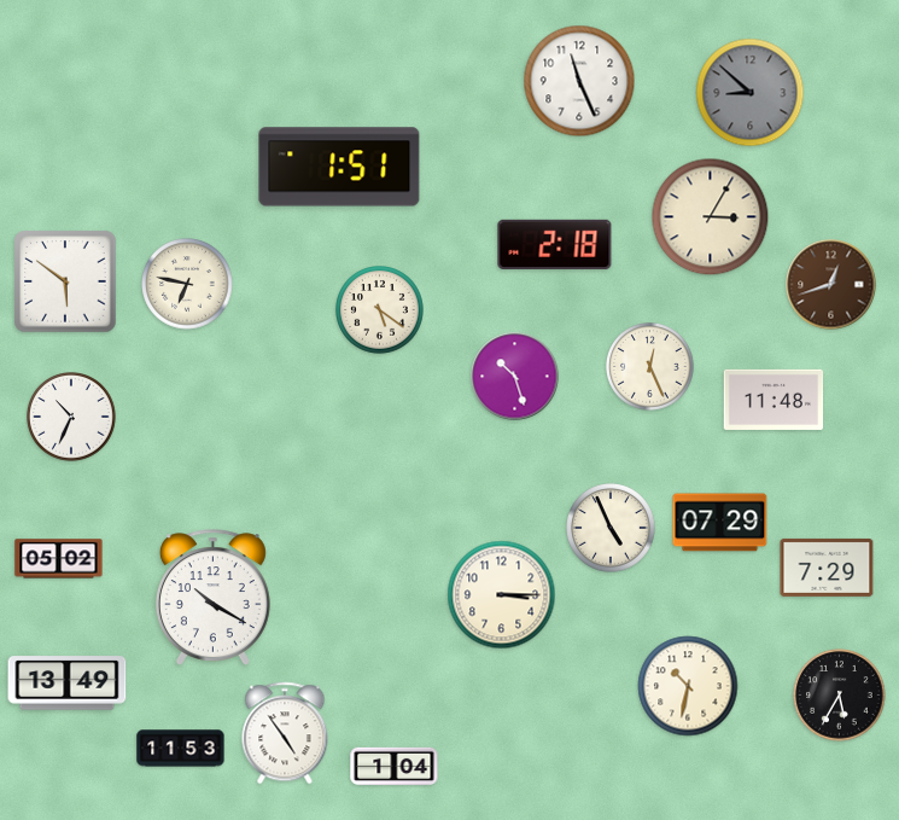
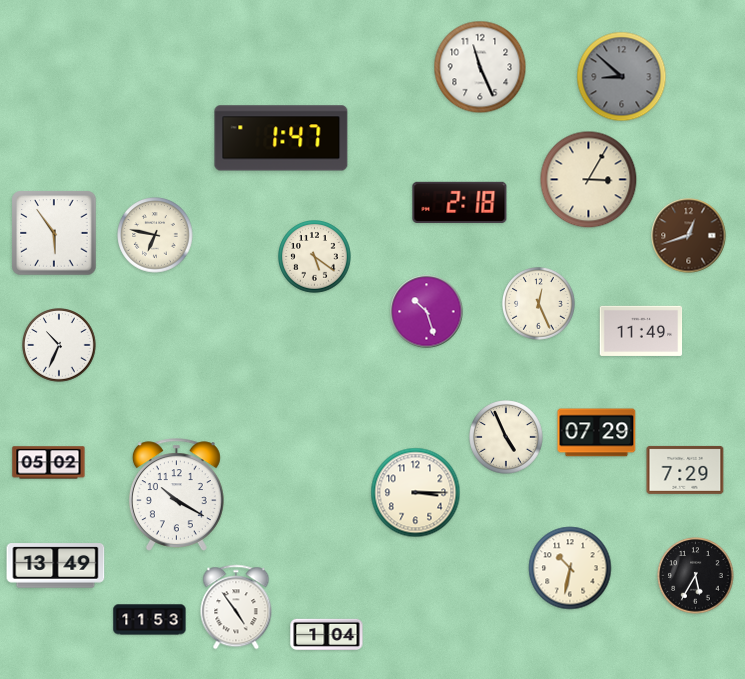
clock at (339, 167): 1:51 -> 1:47
clock at (65, 281): 5:51 -> 5:54
clock at (774, 400): 11:48 -> 11:49
